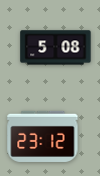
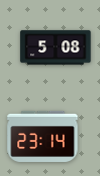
clock at (43, 136): 23:12 -> 23:14
